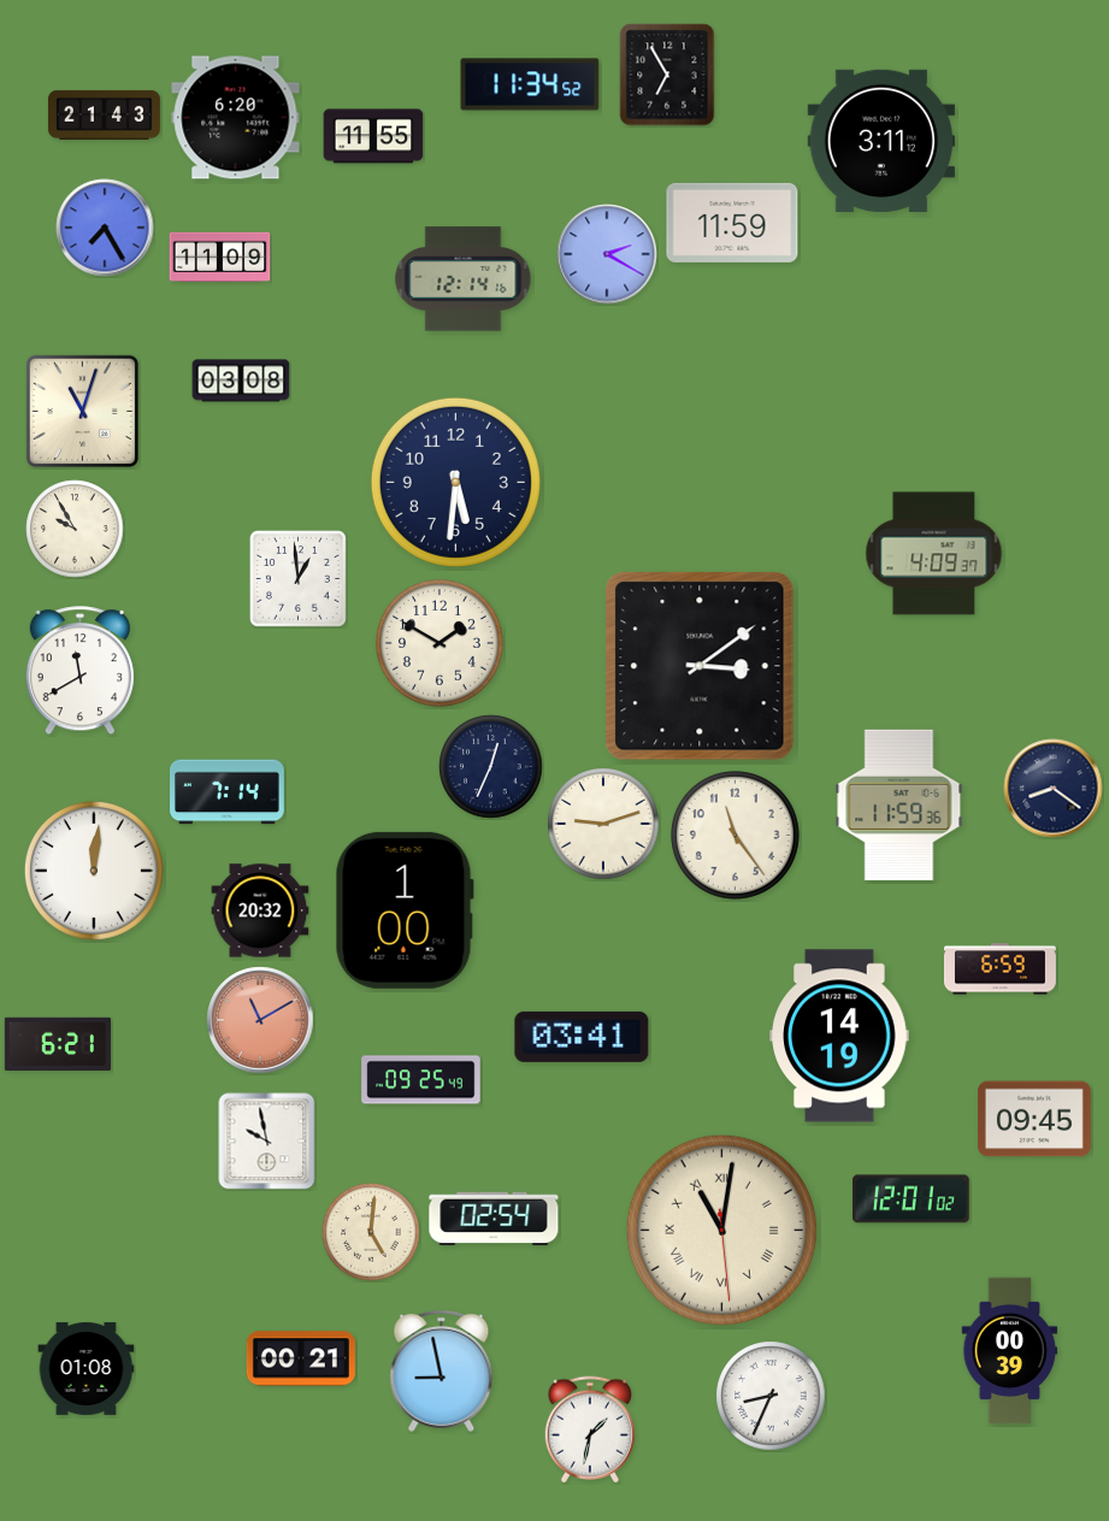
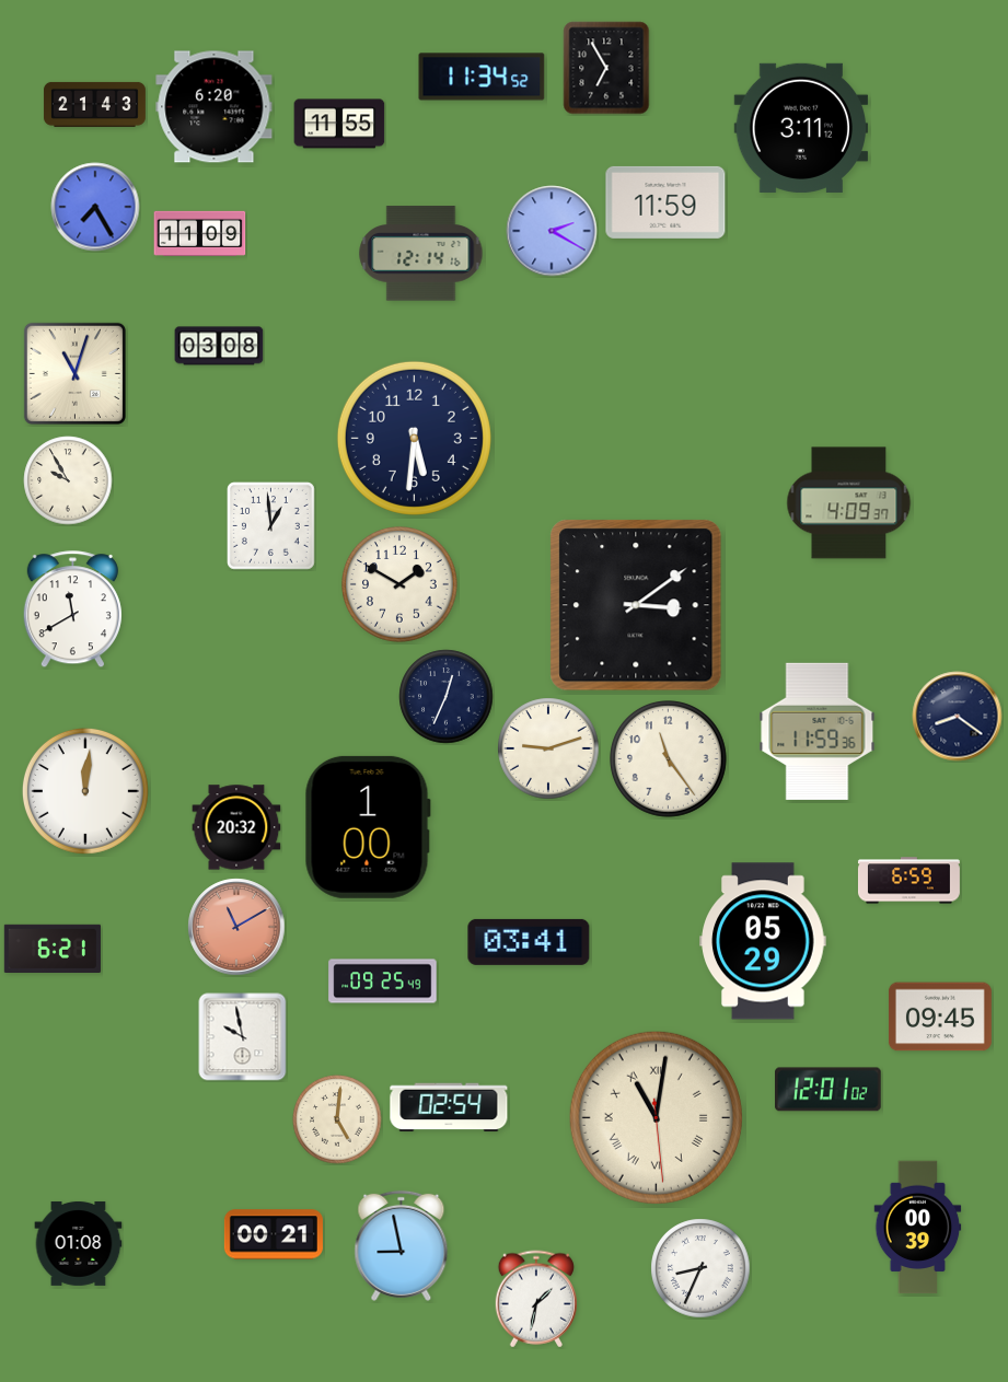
clock at (228, 792): 7:14 -> none
clock at (839, 1036): 14:19 -> 05:29
